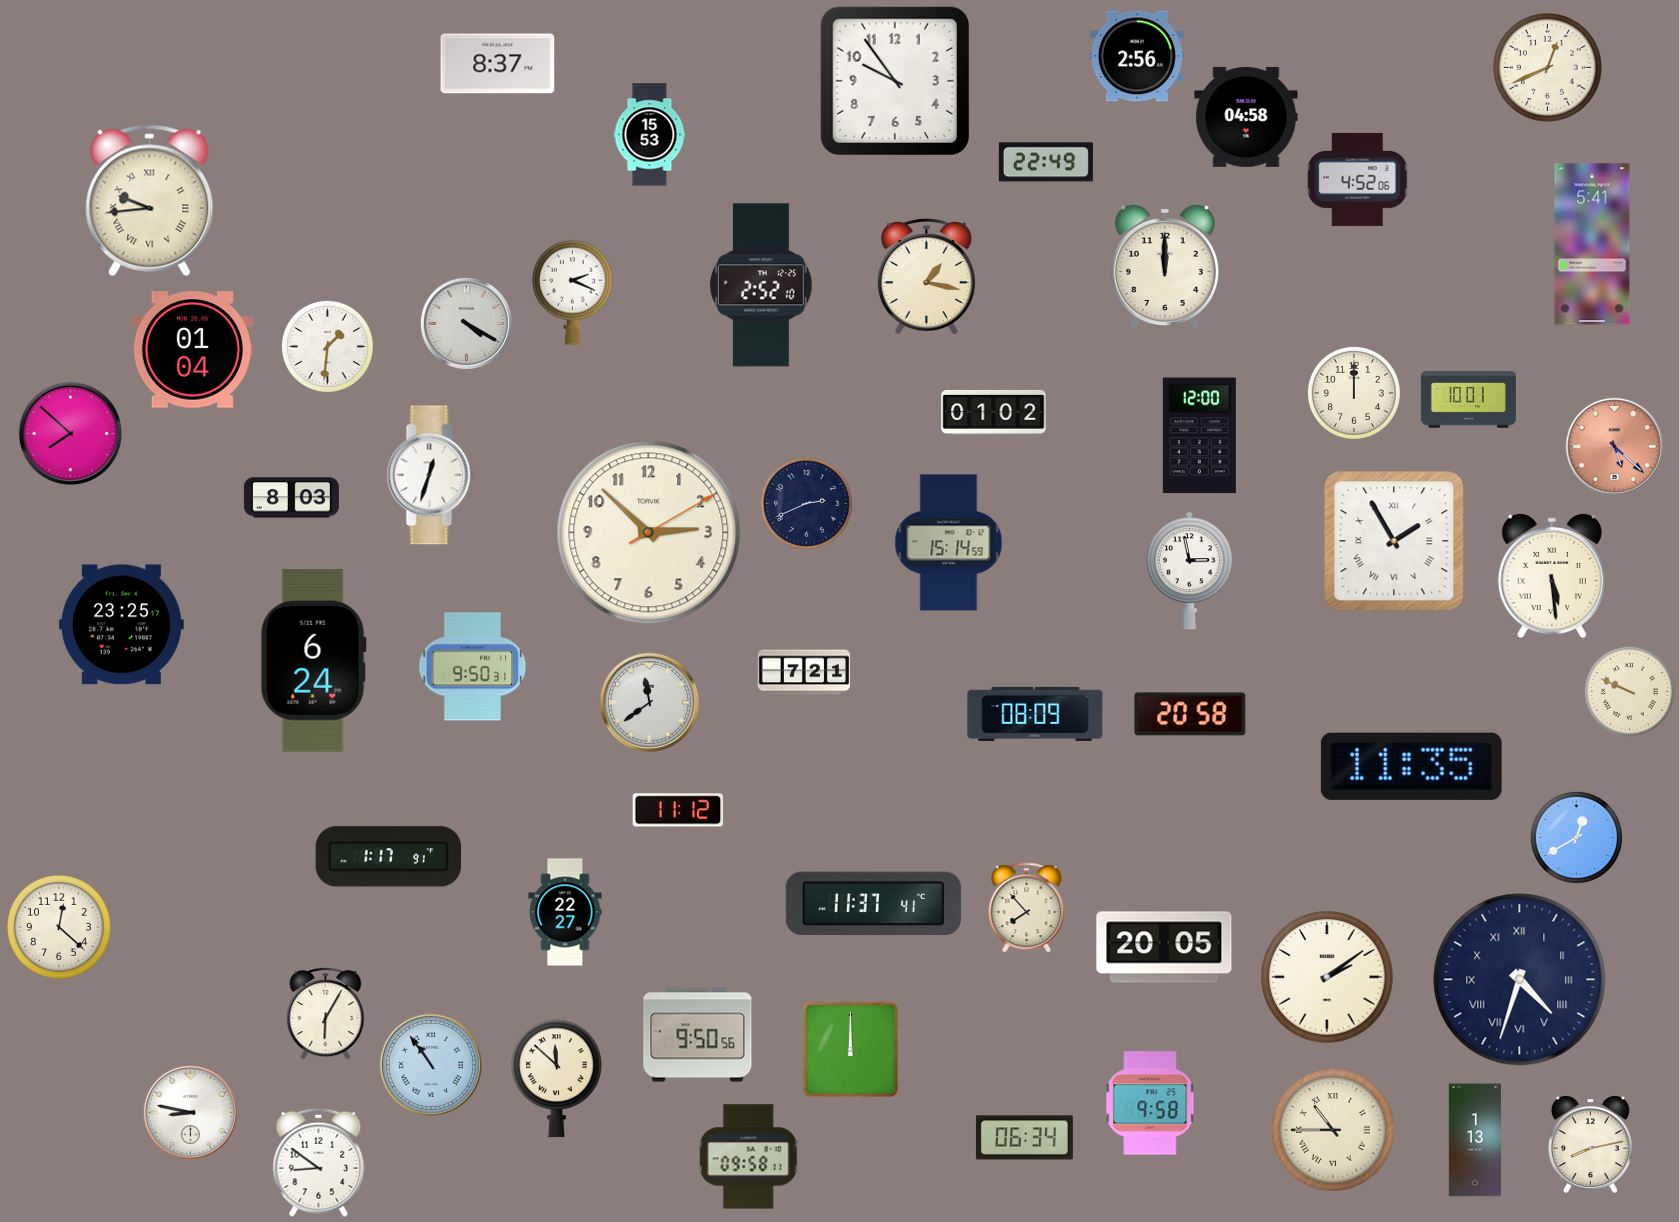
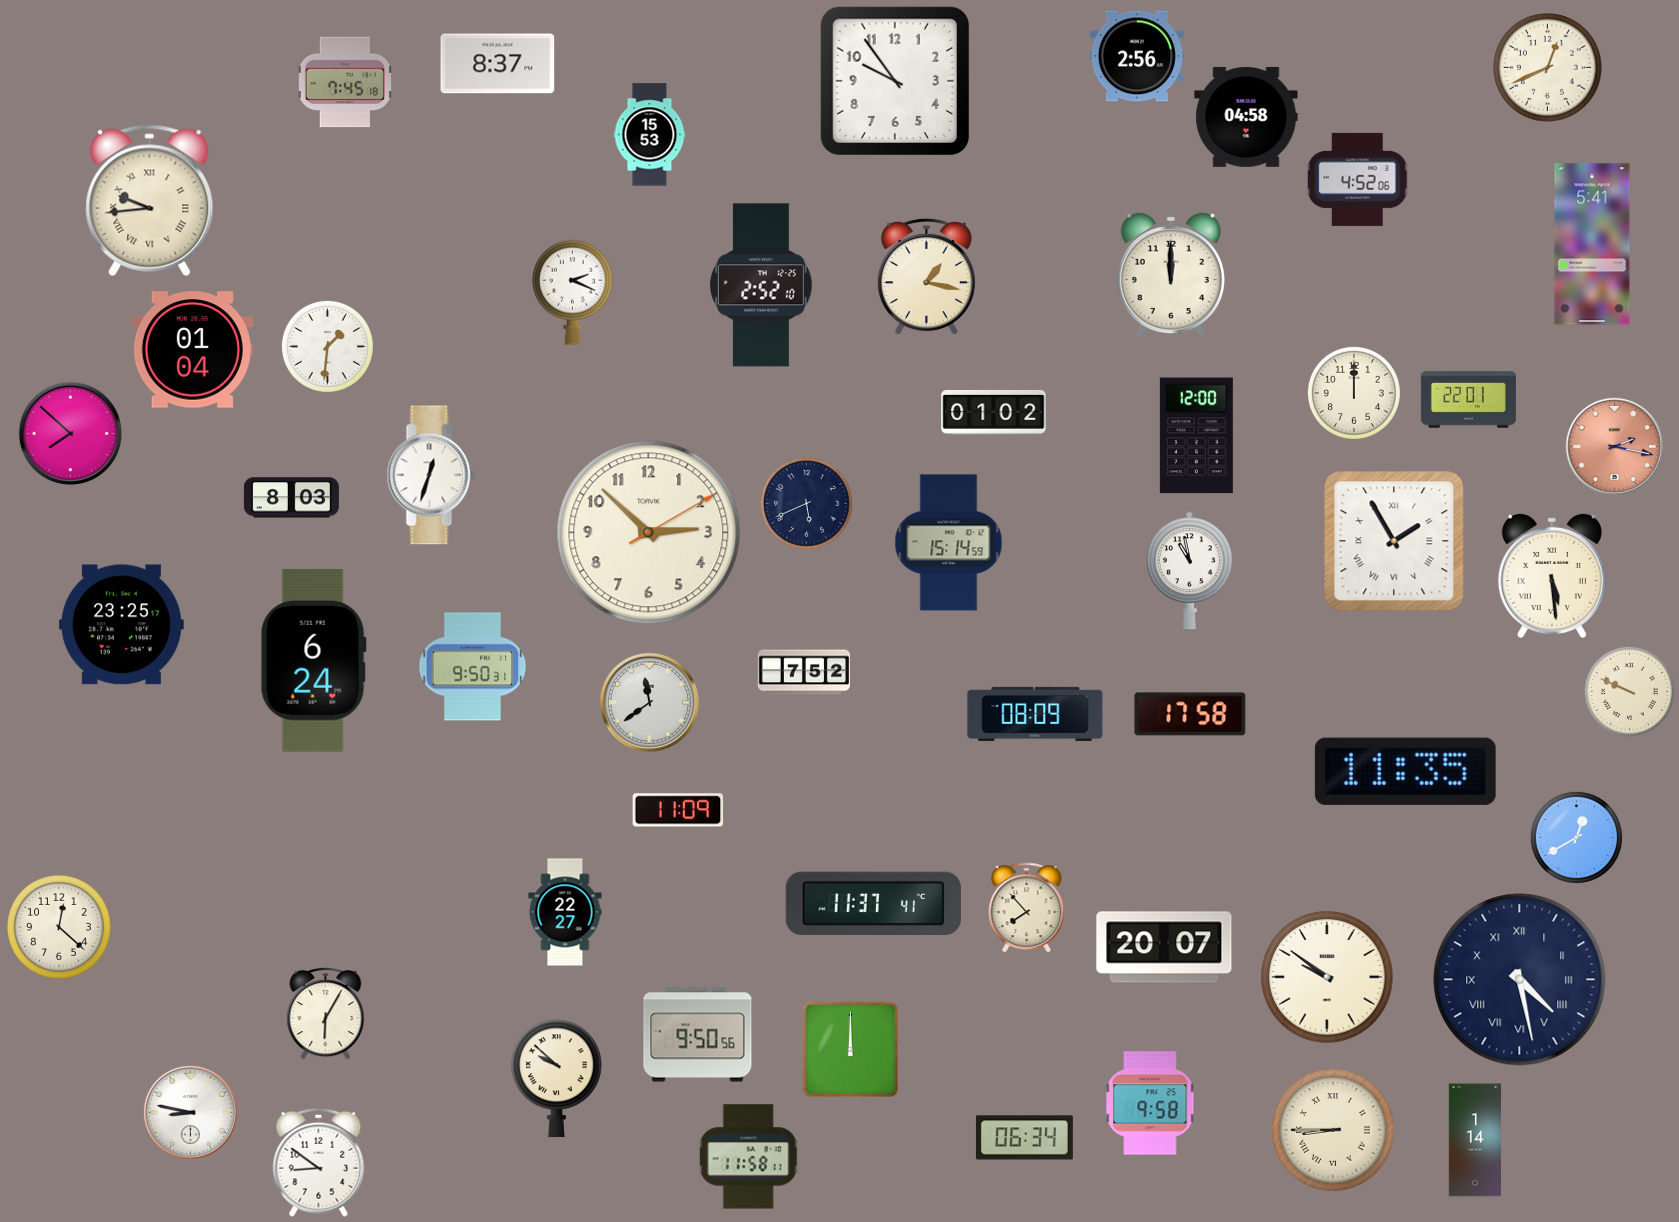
clock at (345, 82): none -> 7:45
clock at (1046, 162): 22:49 -> none
clock at (1165, 267) position: (1165, 267) -> (1171, 275)
clock at (466, 323): 4:20 -> none
clock at (1468, 400): 10:01 -> 22:01
clock at (1199, 436) position: (1199, 436) -> (1196, 436)
clock at (1614, 446): 5:22 -> 2:17
clock at (806, 503): 2:41 -> 5:41
clock at (1189, 571): 2:58 -> 10:58
clock at (804, 672): 7:21 -> 7:52
clock at (1190, 714): 20:58 -> 17:58
clock at (1411, 766) position: (1411, 766) -> (1405, 771)
clock at (678, 810): 11:12 -> 11:09
clock at (388, 857): 1:17 -> none
clock at (1164, 947): 20:05 -> 20:07
clock at (1327, 977): 2:09 -> 9:51
clock at (1520, 980): 4:33 -> 4:28
clock at (431, 1065): 10:54 -> none
clock at (557, 1079): 11:52 -> 9:52
clock at (1333, 1130): 10:45 -> 8:45
clock at (1474, 1140): 1:13 -> 1:14
clock at (1590, 1144): 8:13 -> none
clock at (749, 1157): 09:58 -> 11:58
